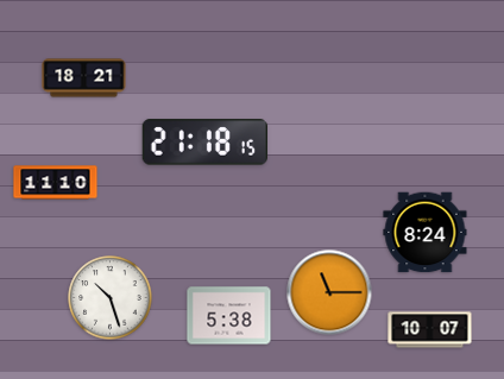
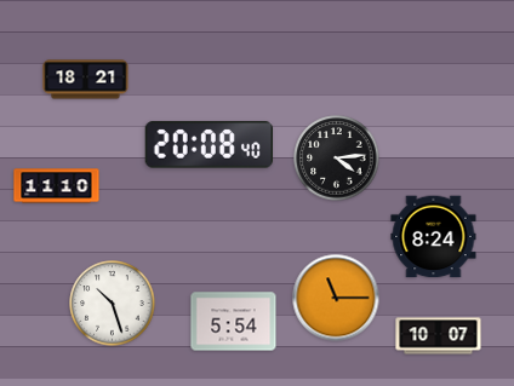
clock at (204, 143): 21:18 -> 20:08
clock at (337, 159): none -> 4:14
clock at (229, 316): 5:38 -> 5:54
